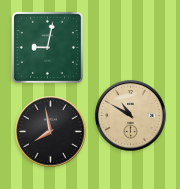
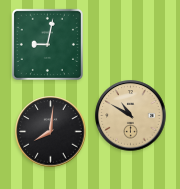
clock at (47, 47) position: (47, 47) -> (47, 44)
clock at (51, 132): 7:58 -> 8:01
